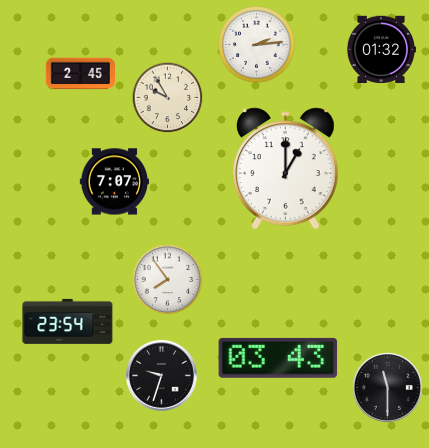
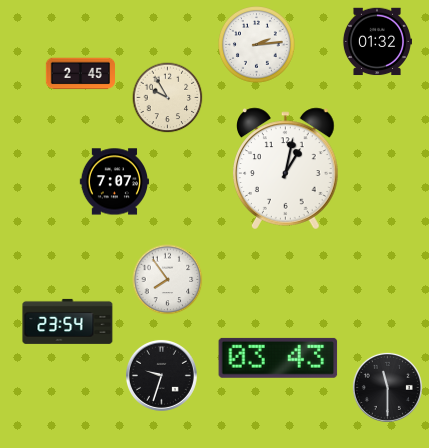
clock at (380, 50) position: (380, 50) -> (376, 42)
clock at (286, 169): 1:00 -> 1:02
